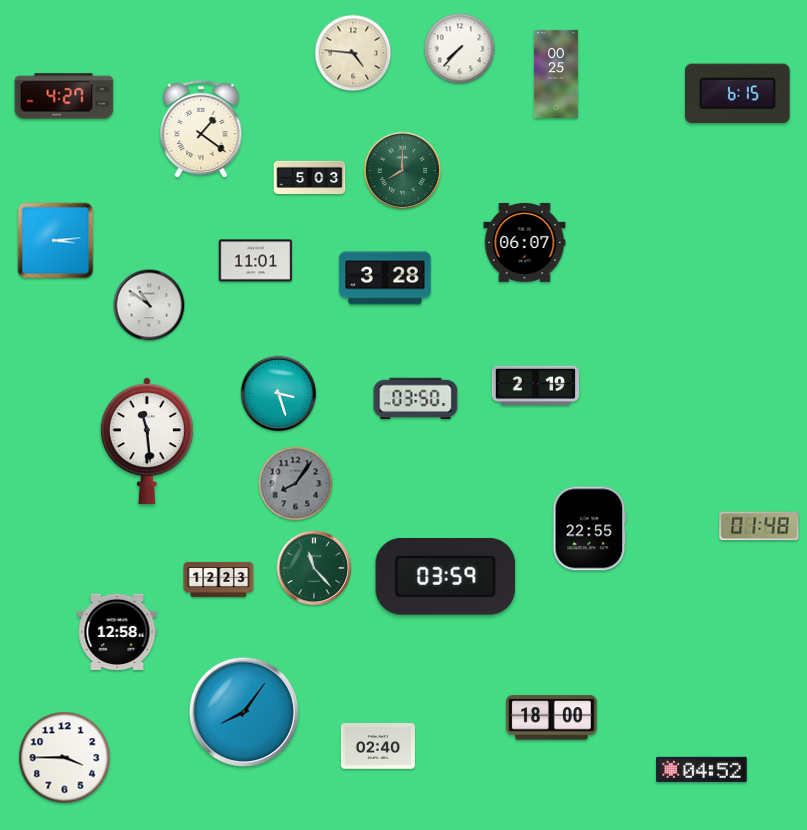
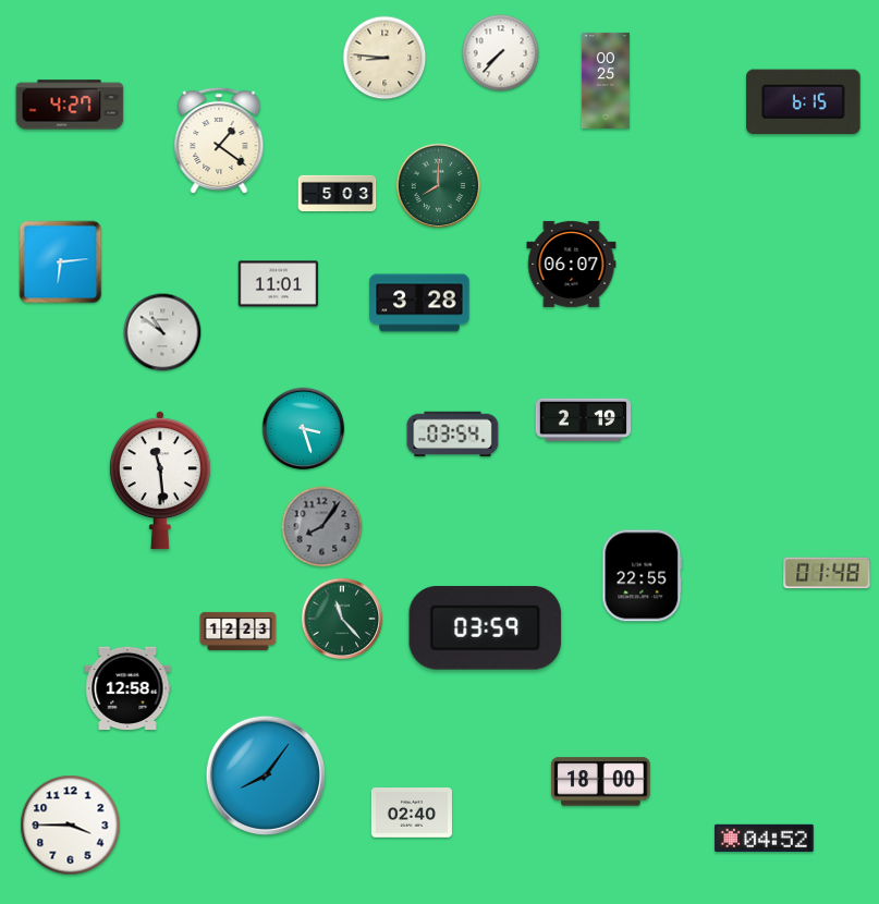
clock at (353, 53): 4:46 -> 8:46
clock at (56, 241): 3:14 -> 6:14
clock at (416, 399): 03:50 -> 03:54
